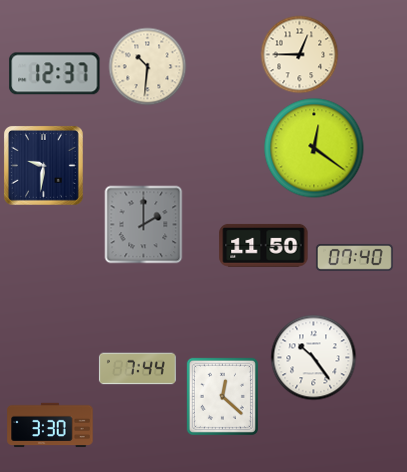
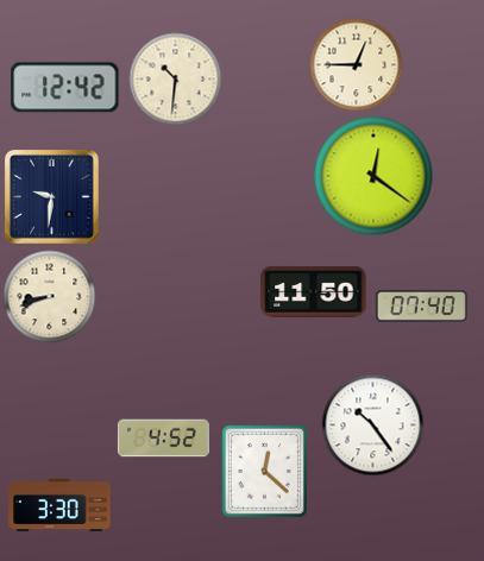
clock at (55, 74): 12:37 -> 12:42
clock at (143, 224): 2:00 -> none
clock at (49, 296): none -> 8:42
clock at (137, 369): 7:44 -> 4:52
